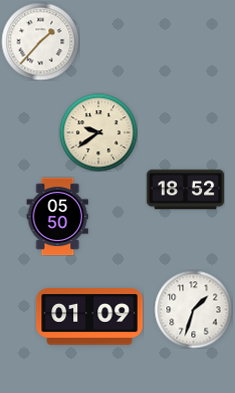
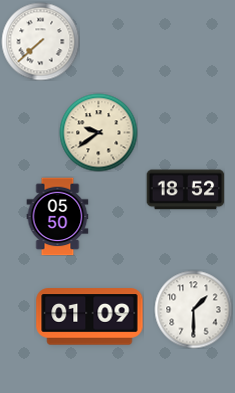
clock at (40, 41): 1:37 -> 7:38
clock at (193, 309): 1:33 -> 1:30
